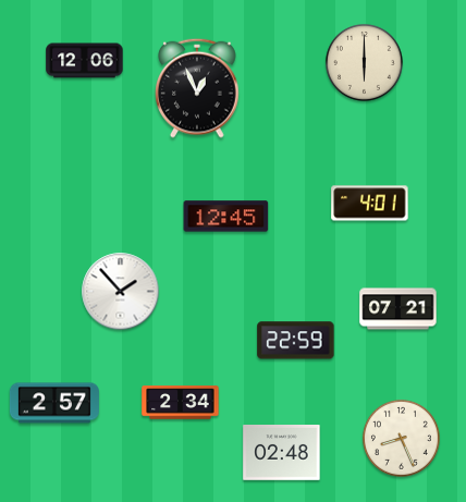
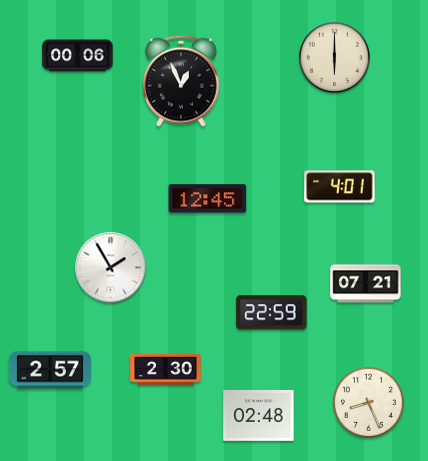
clock at (85, 61): 12:06 -> 00:06
clock at (121, 292): 1:53 -> 1:55
clock at (181, 403): 2:34 -> 2:30
